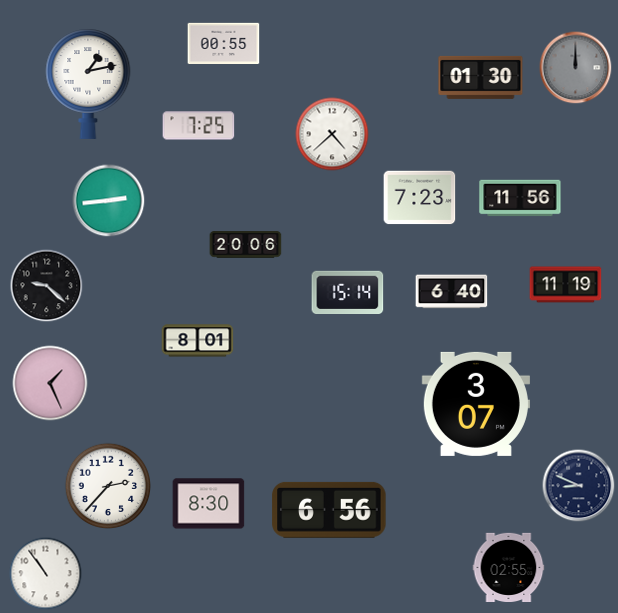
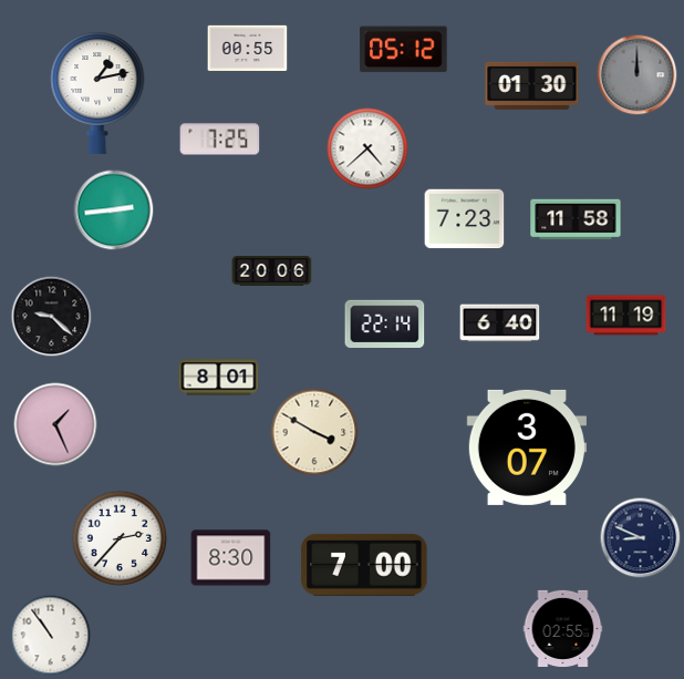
clock at (404, 50): none -> 05:12
clock at (520, 198): 11:56 -> 11:58
clock at (109, 201) position: (109, 201) -> (114, 210)
clock at (348, 292): 15:14 -> 22:14
clock at (314, 432): none -> 3:50
clock at (329, 510): 6:56 -> 7:00
